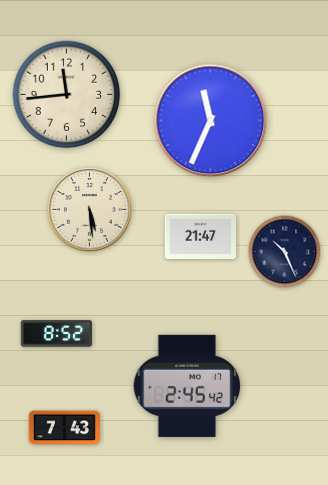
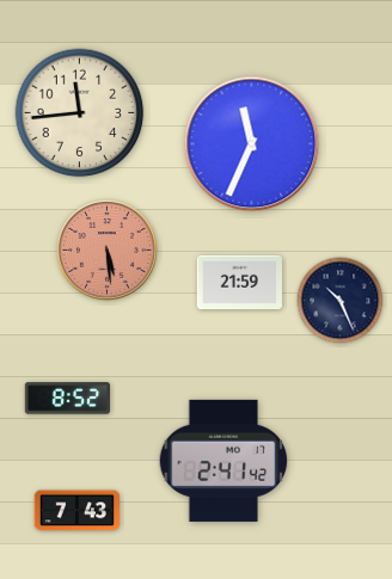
clock at (90, 210) dial: cream -> salmon
clock at (201, 237): 21:47 -> 21:59
clock at (187, 386): 2:45 -> 2:41
